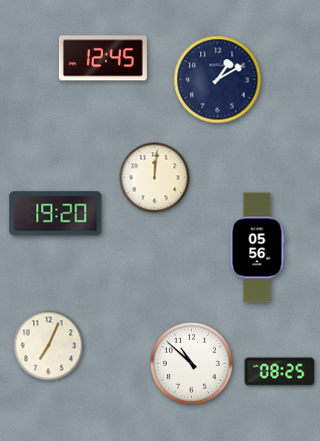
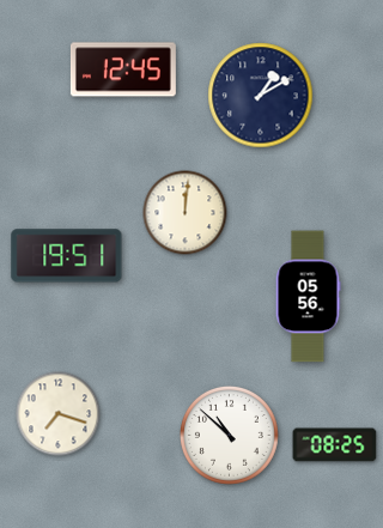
clock at (56, 214): 19:20 -> 19:51
clock at (49, 346): 7:04 -> 7:18
